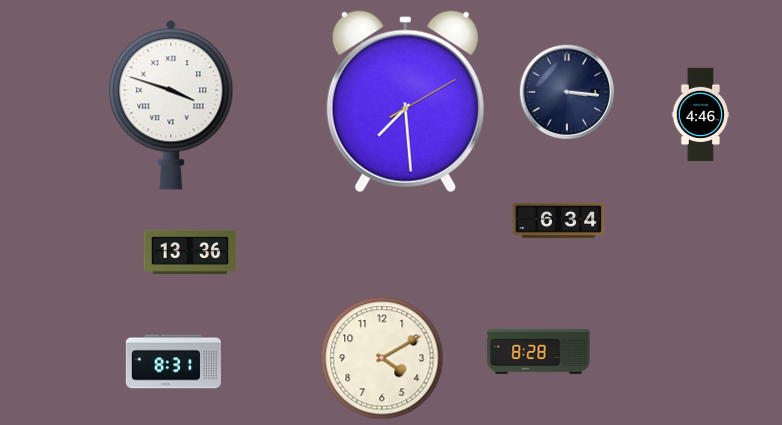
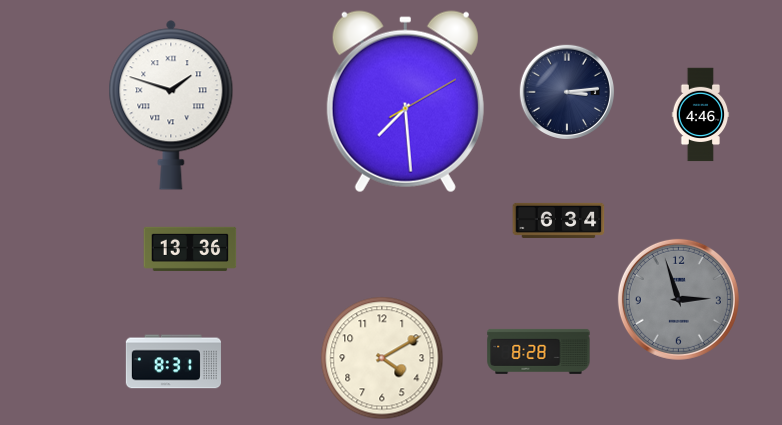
clock at (566, 91): 3:16 -> 3:14
clock at (171, 105): 3:48 -> 1:48
clock at (190, 252) position: (190, 252) -> (190, 249)
clock at (678, 299): none -> 2:57
